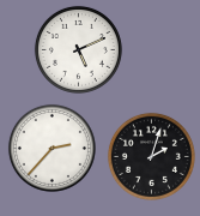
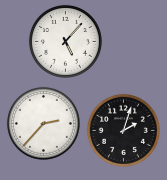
clock at (78, 49): 5:11 -> 5:07
clock at (151, 156) position: (151, 156) -> (123, 130)
